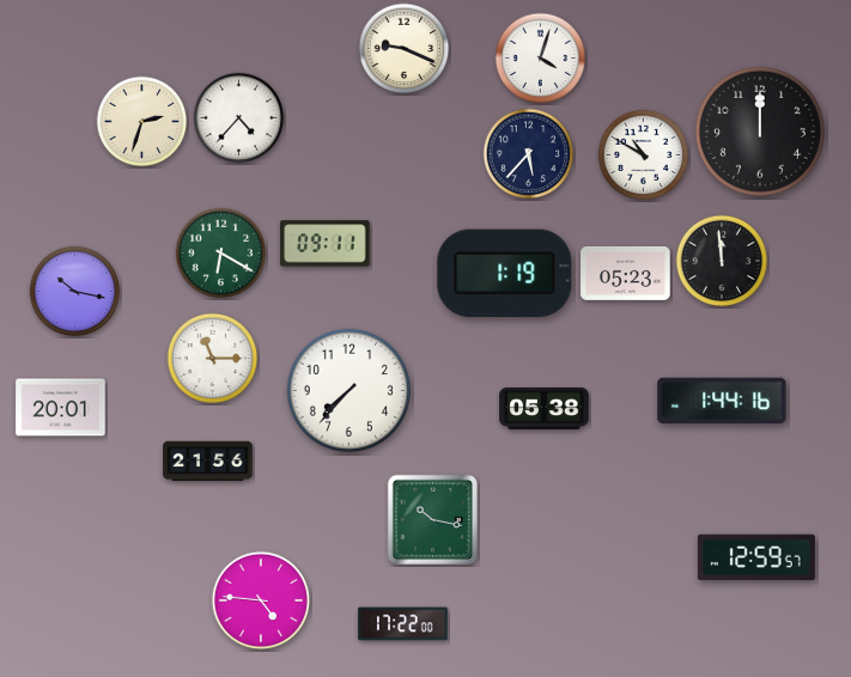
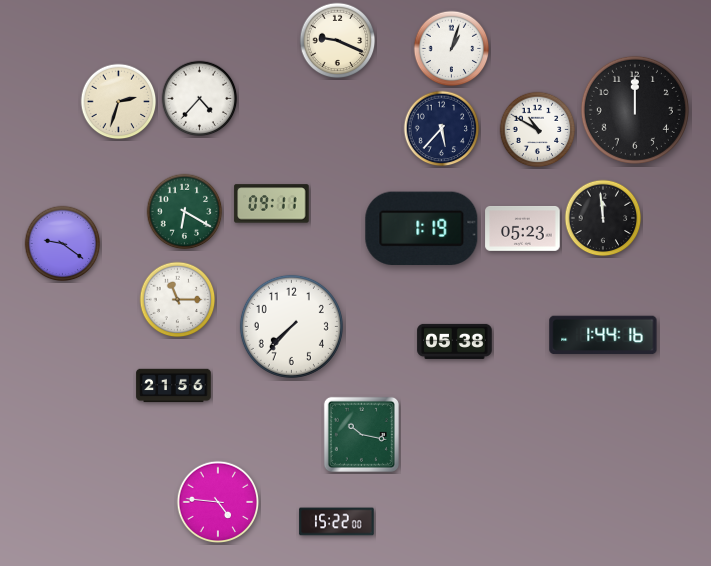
clock at (541, 59): 4:03 -> 1:03
clock at (75, 292): 10:17 -> 9:21
clock at (61, 408): 20:01 -> none
clock at (756, 557): 12:59 -> none
clock at (403, 624): 17:22 -> 15:22
